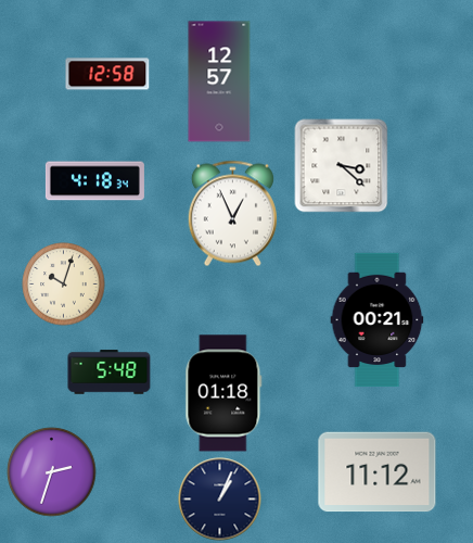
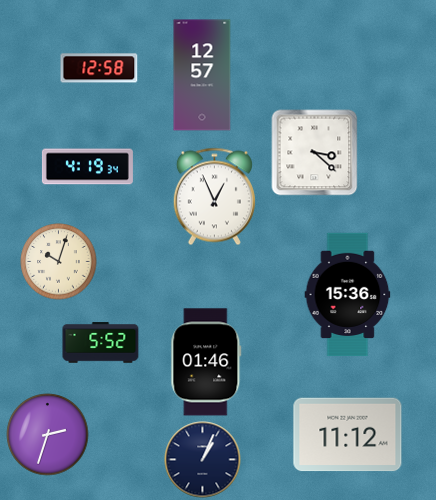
clock at (94, 181): 4:18 -> 4:19
clock at (378, 320): 00:21 -> 15:36
clock at (110, 372): 5:48 -> 5:52
clock at (223, 393): 01:18 -> 01:46
